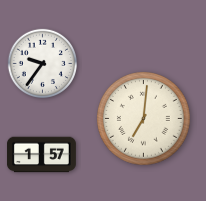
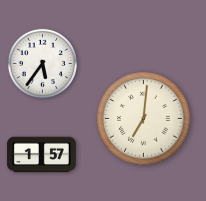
clock at (42, 63): 9:36 -> 5:36
